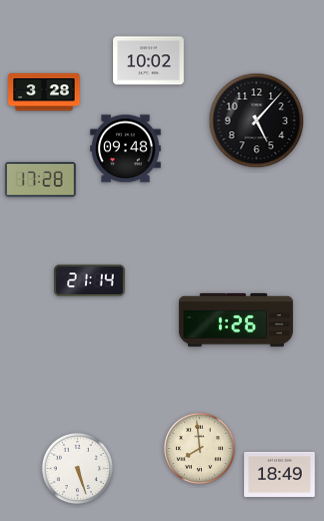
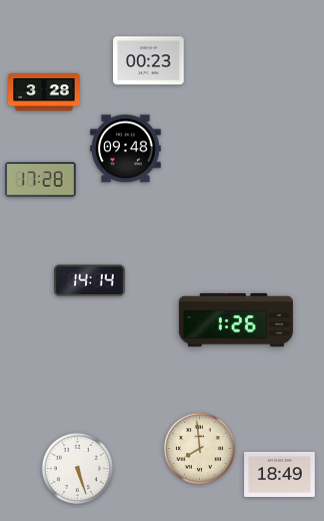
clock at (149, 61): 10:02 -> 00:23
clock at (257, 121): 5:07 -> none
clock at (90, 281): 21:14 -> 14:14
